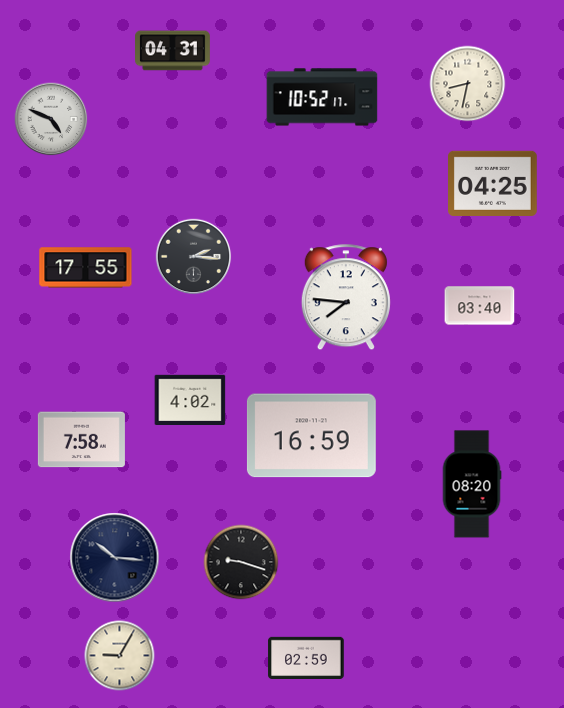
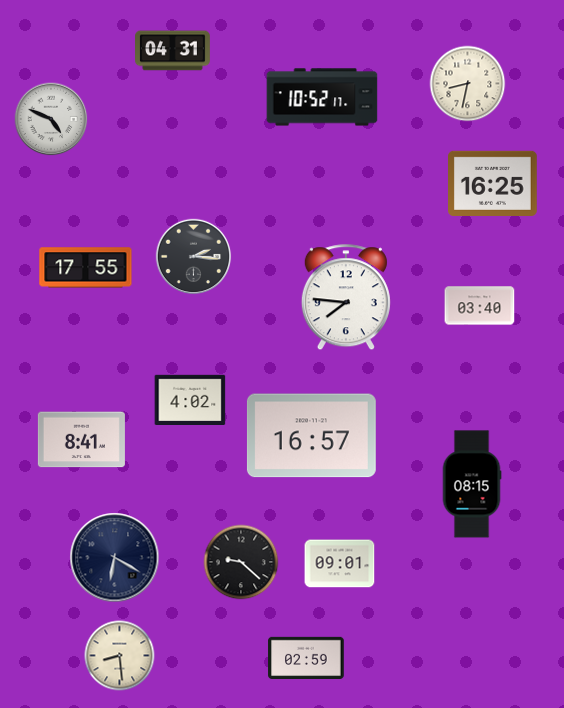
clock at (493, 183): 04:25 -> 16:25
clock at (311, 436): 16:59 -> 16:57
clock at (81, 440): 7:58 -> 8:41
clock at (472, 484): 08:20 -> 08:15
clock at (115, 558): 10:16 -> 6:20
clock at (241, 562): 9:18 -> 9:22
clock at (340, 564): none -> 09:01
clock at (120, 656): 9:05 -> 8:29
